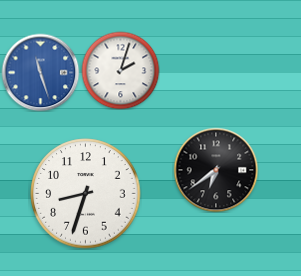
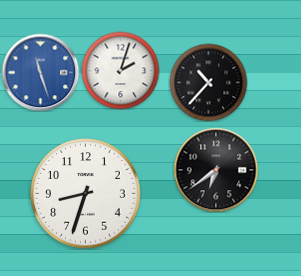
clock at (208, 82): none -> 10:37
